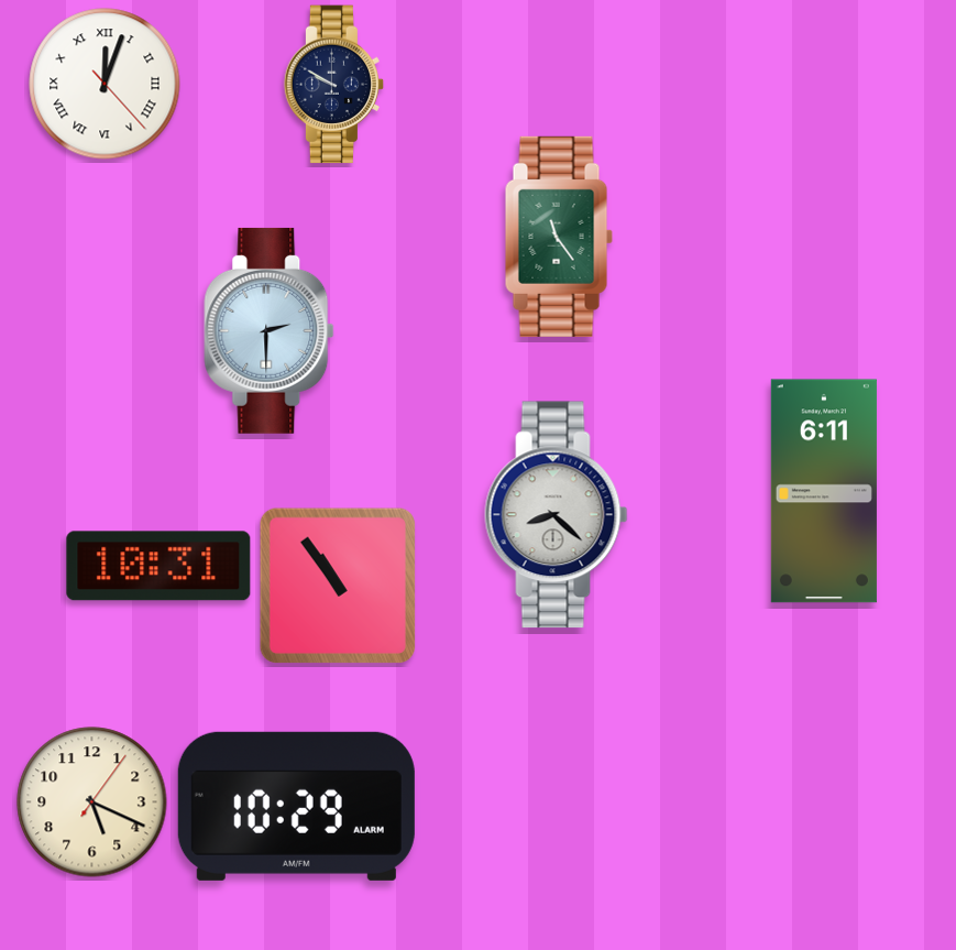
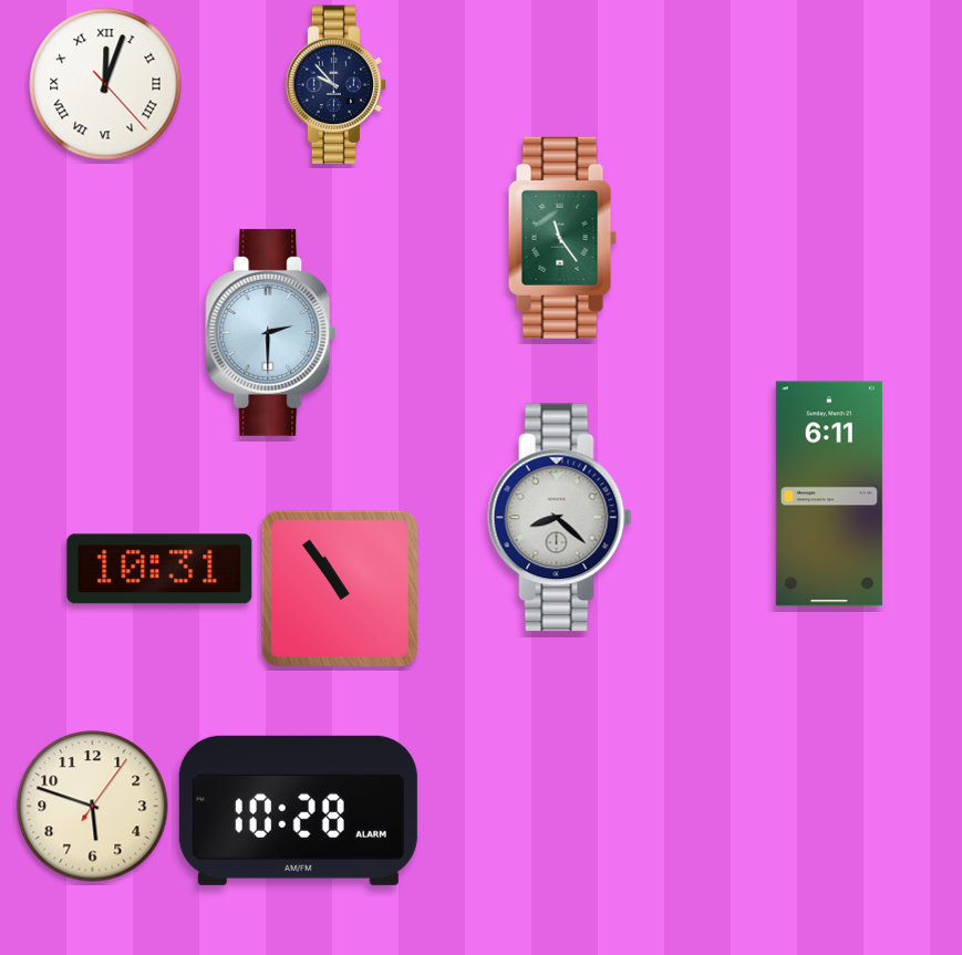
clock at (334, 85): 9:50 -> 9:53
clock at (92, 802): 5:19 -> 5:48
clock at (296, 806): 10:29 -> 10:28
